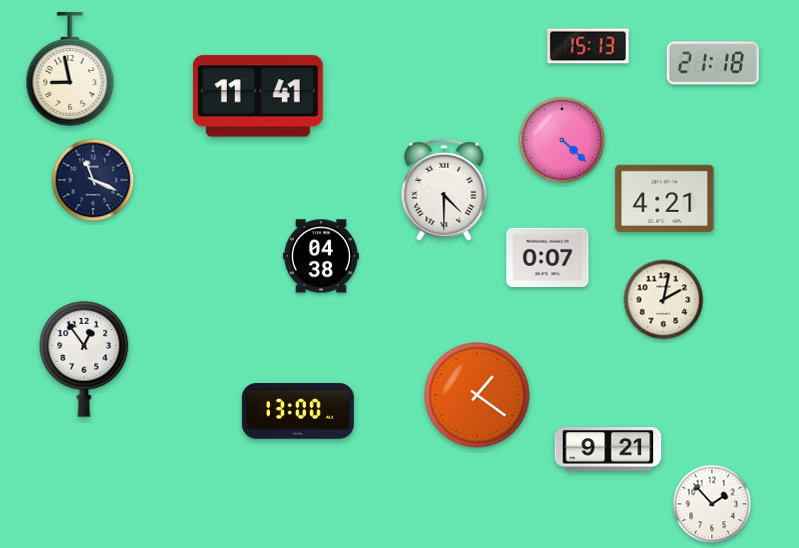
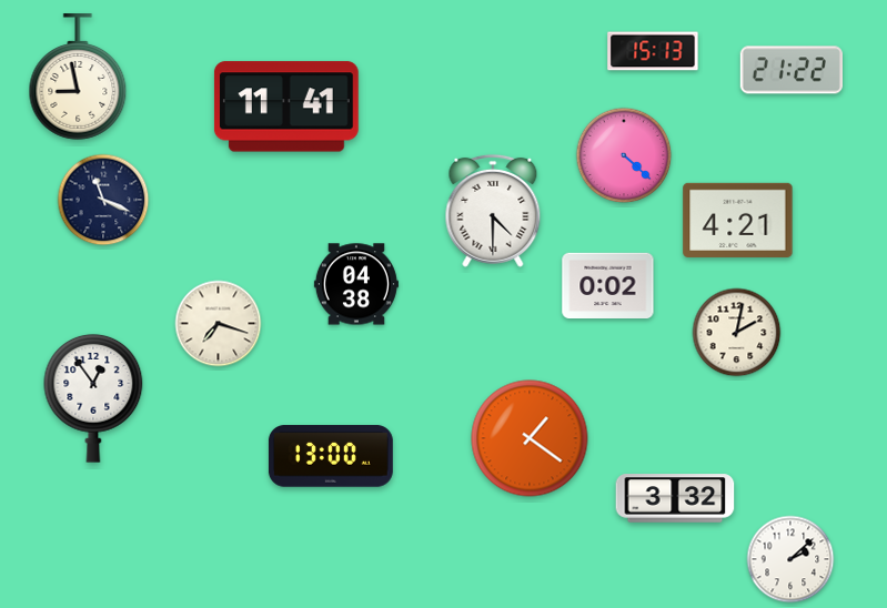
clock at (713, 63): 21:18 -> 21:22
clock at (548, 258): 0:07 -> 0:02
clock at (219, 324): none -> 7:18
clock at (608, 449): 9:21 -> 3:32
clock at (712, 504): 1:53 -> 2:08
